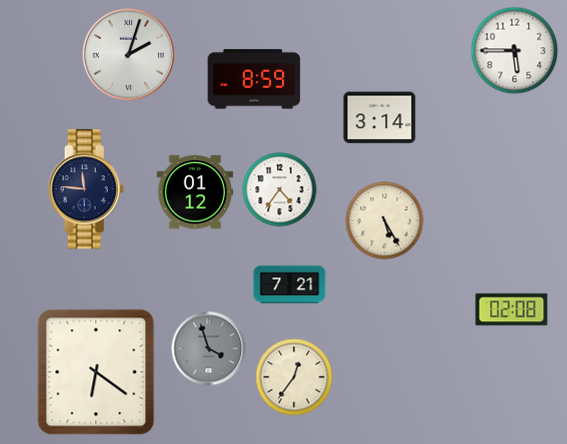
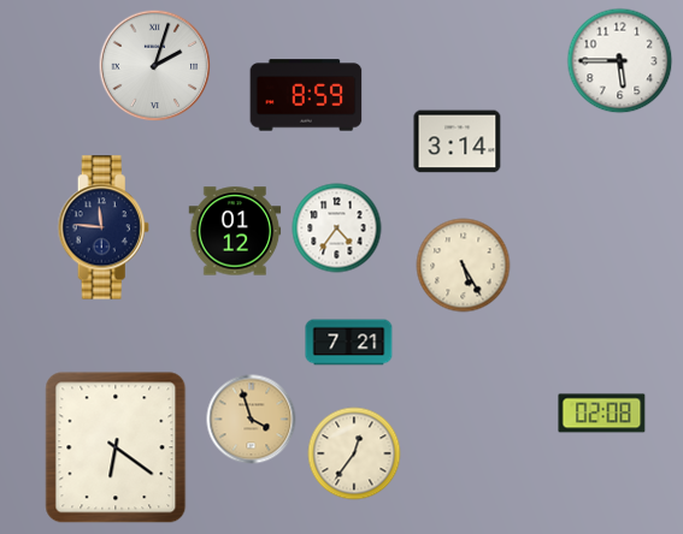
clock at (512, 310) position: (512, 310) -> (602, 414)
clock at (209, 349) dial: grey -> champagne
